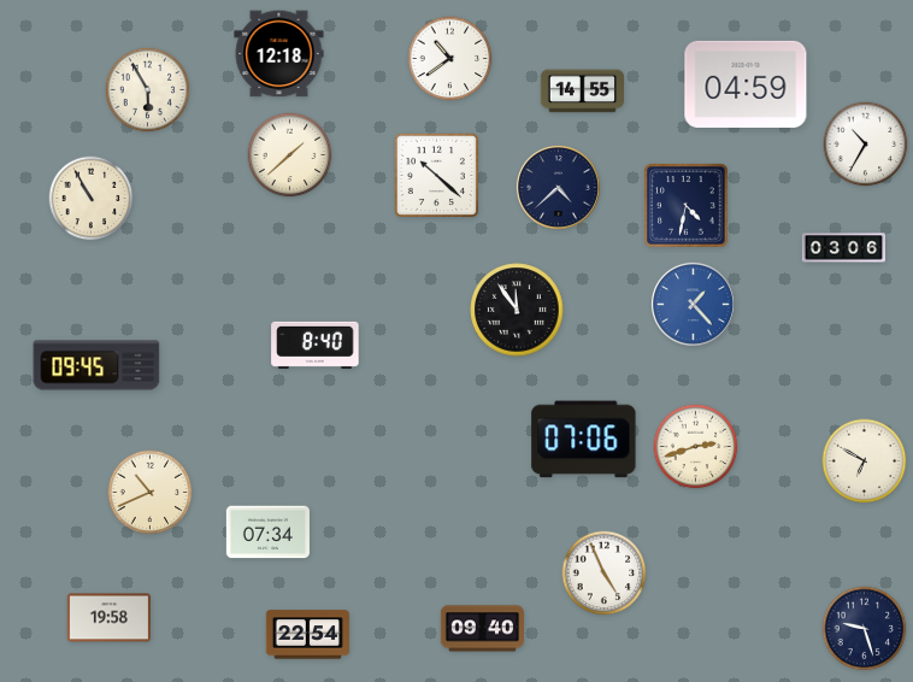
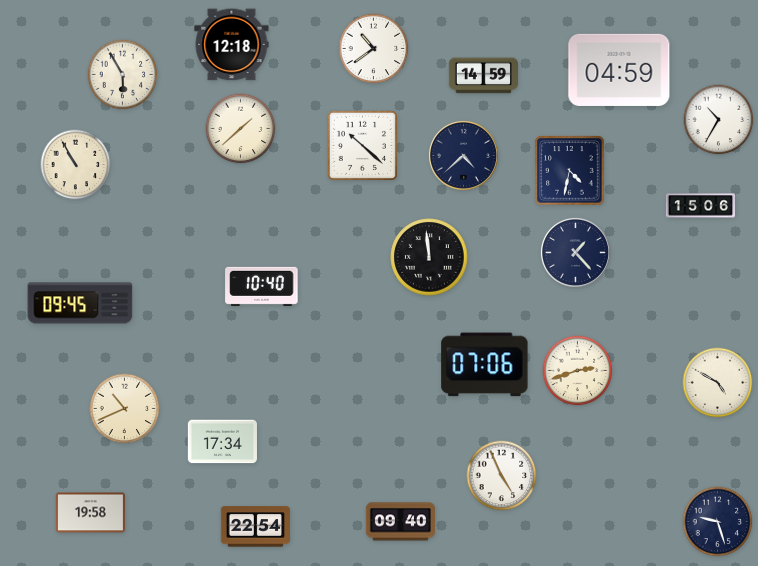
clock at (582, 92): 14:55 -> 14:59
clock at (843, 248): 03:06 -> 15:06
clock at (693, 304) dial: blue -> navy
clock at (517, 310): 11:54 -> 11:59
clock at (316, 345): 8:40 -> 10:40
clock at (865, 461): 6:50 -> 4:50
clock at (267, 533): 07:34 -> 17:34
